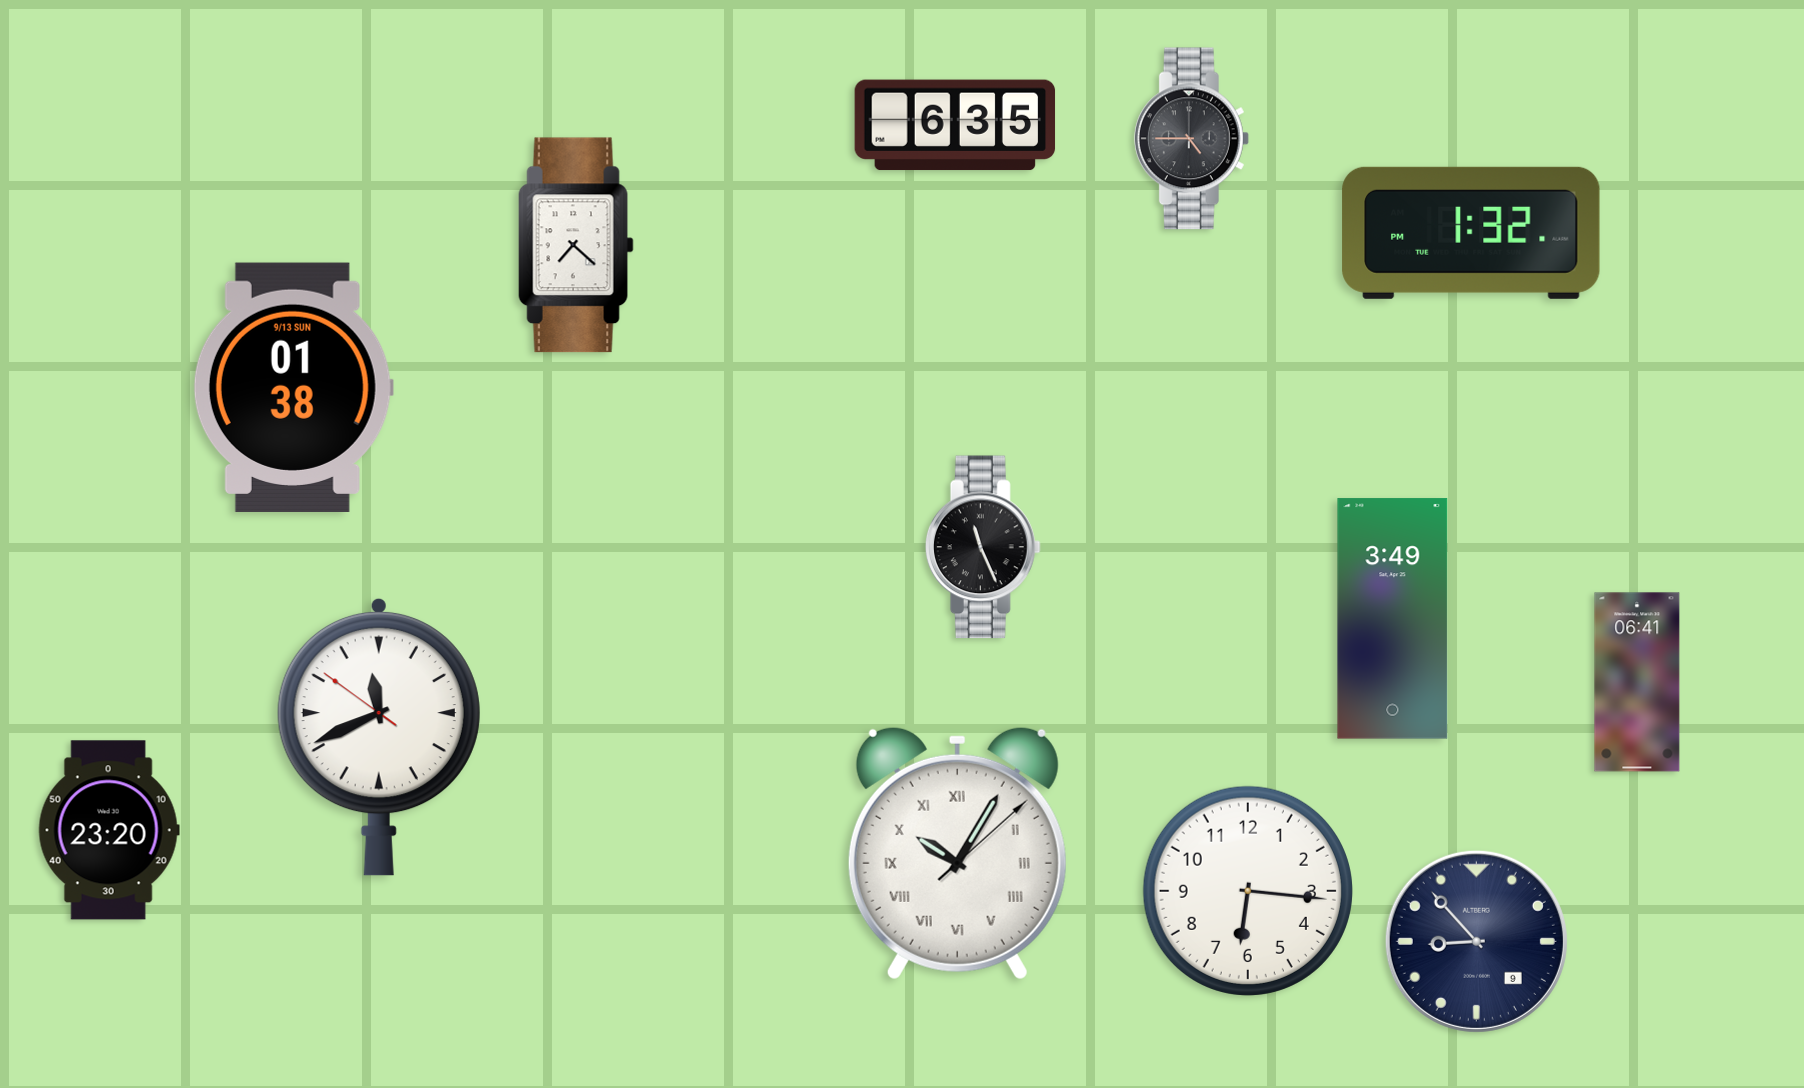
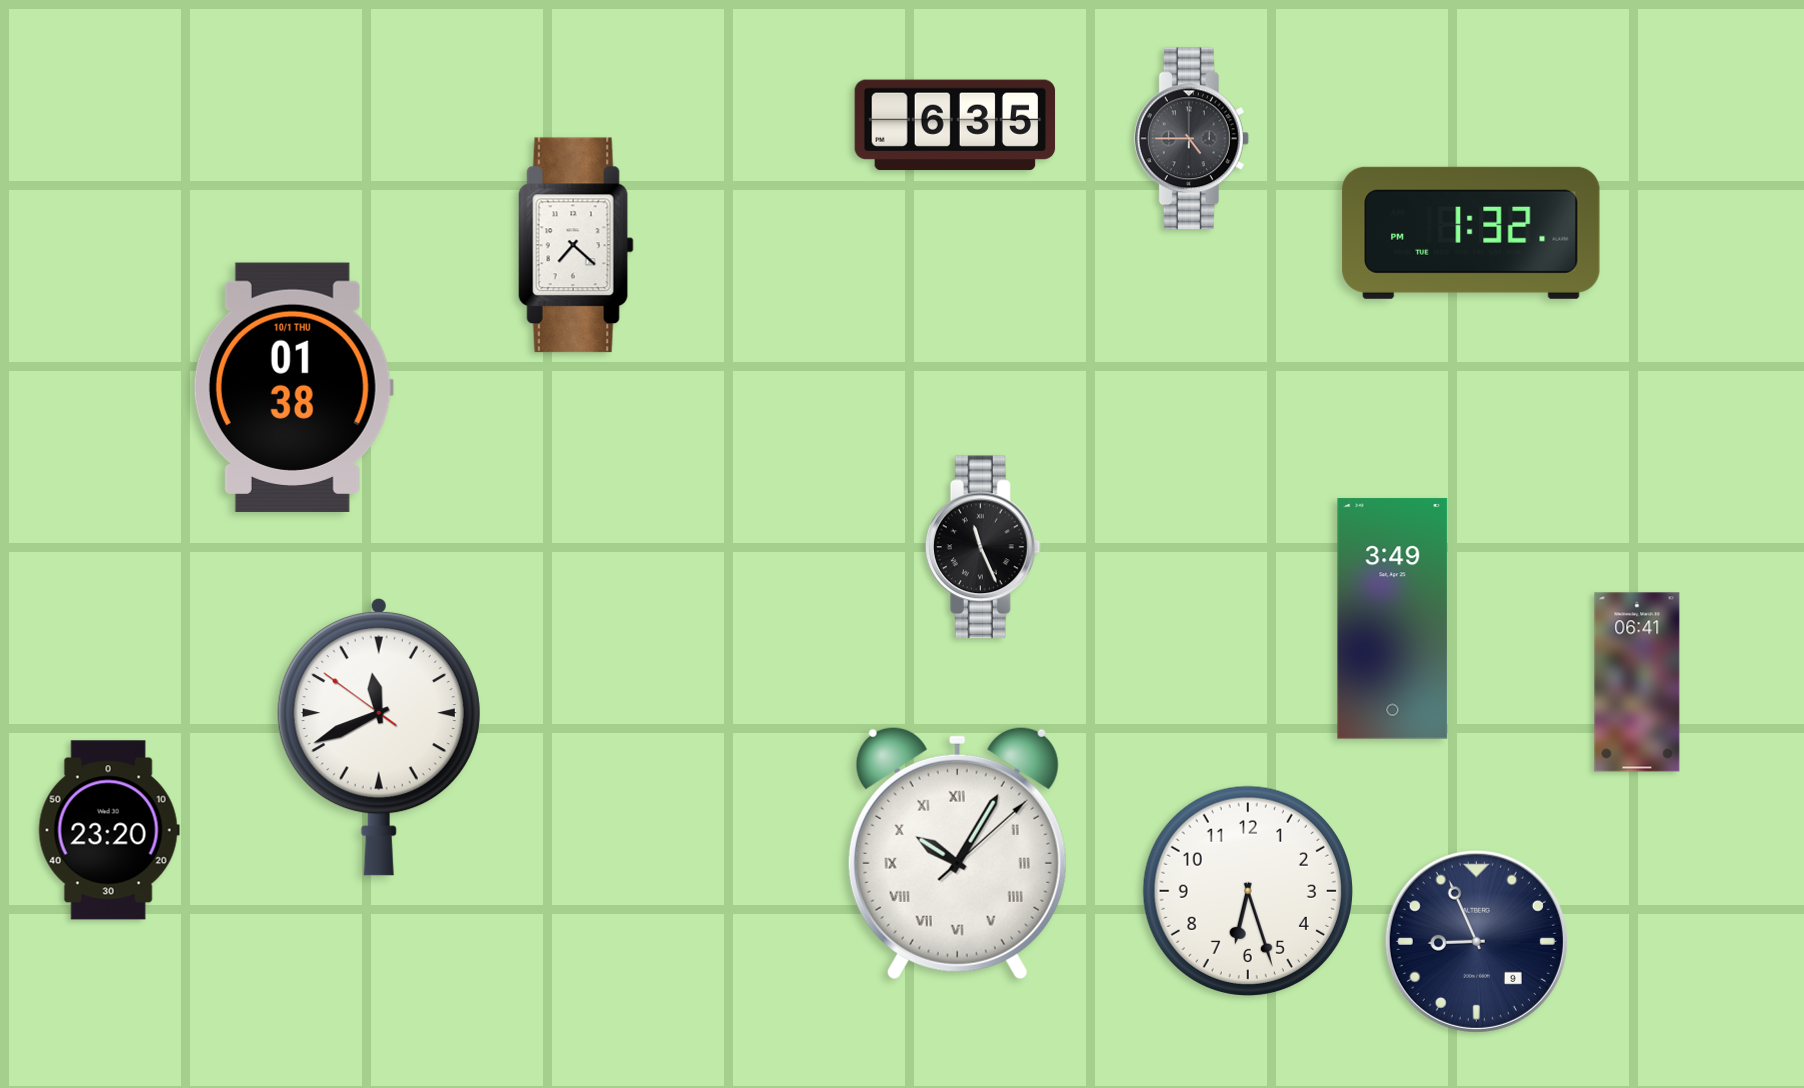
clock at (293, 387) date: 9/13 SUN -> 10/1 THU
clock at (1248, 891): 6:16 -> 6:27
clock at (1476, 941): 8:53 -> 8:56
